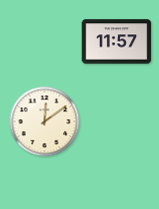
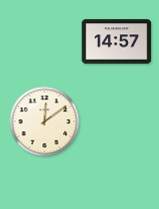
clock at (117, 42): 11:57 -> 14:57
